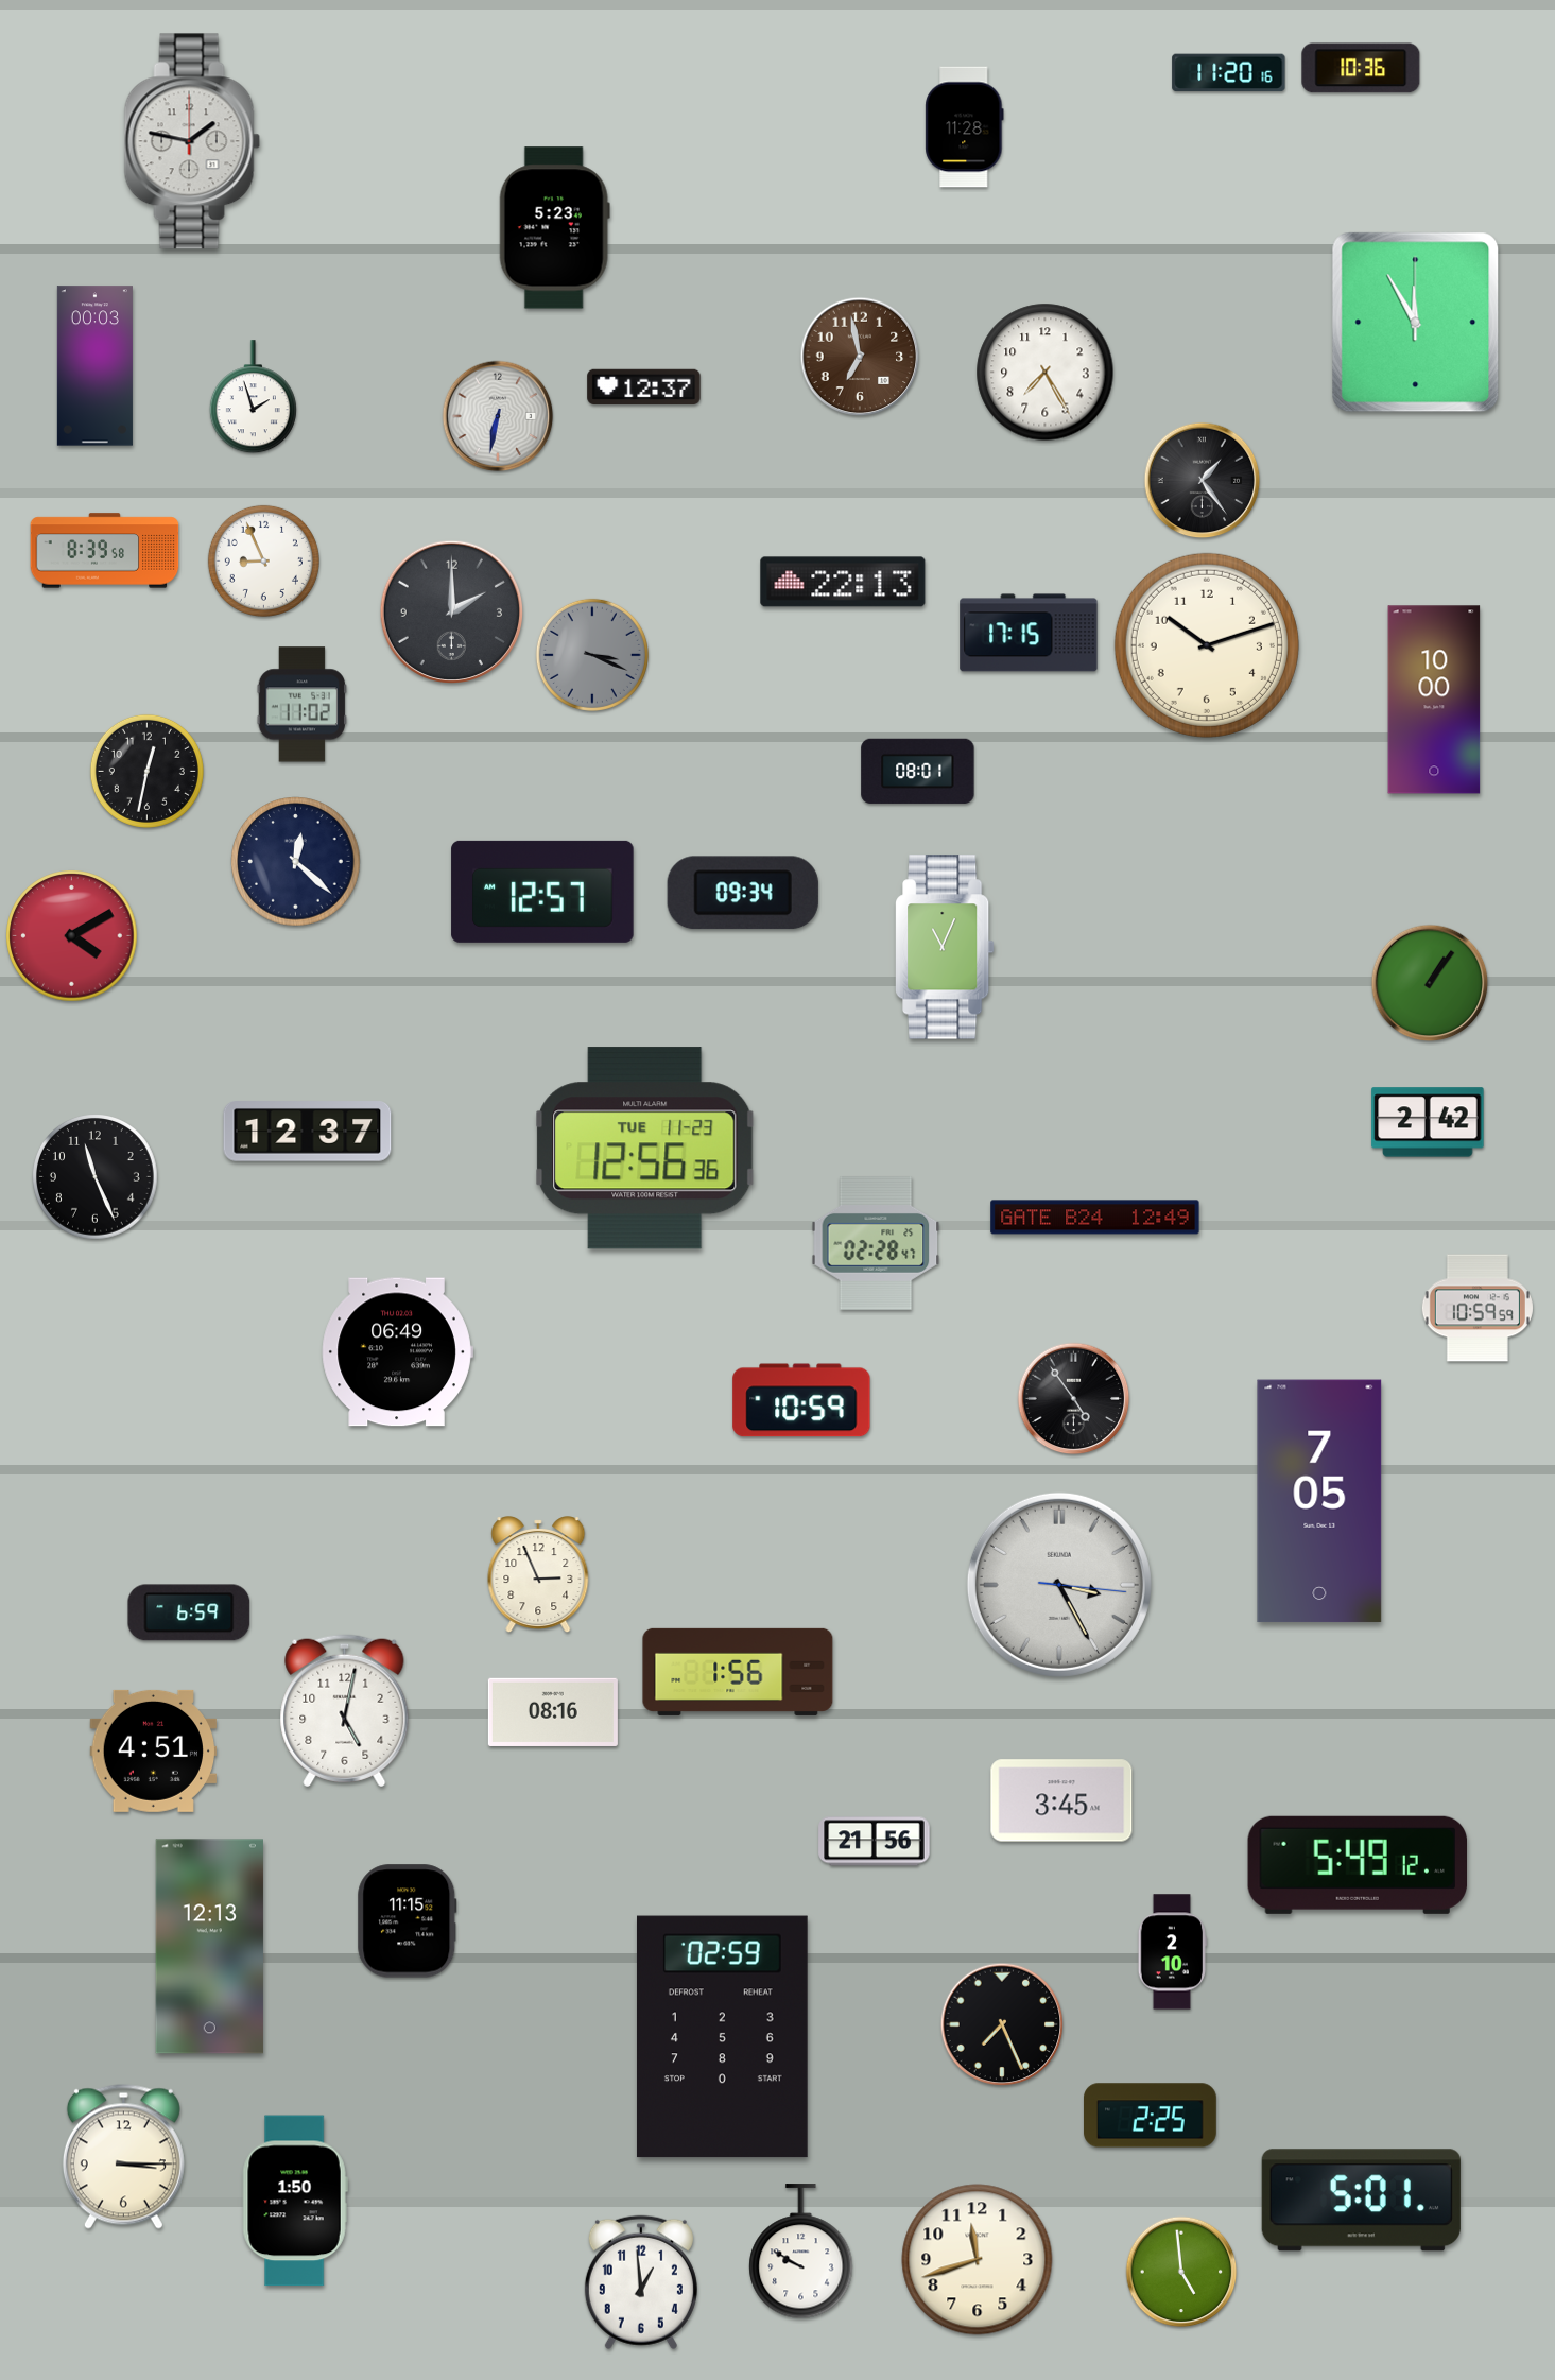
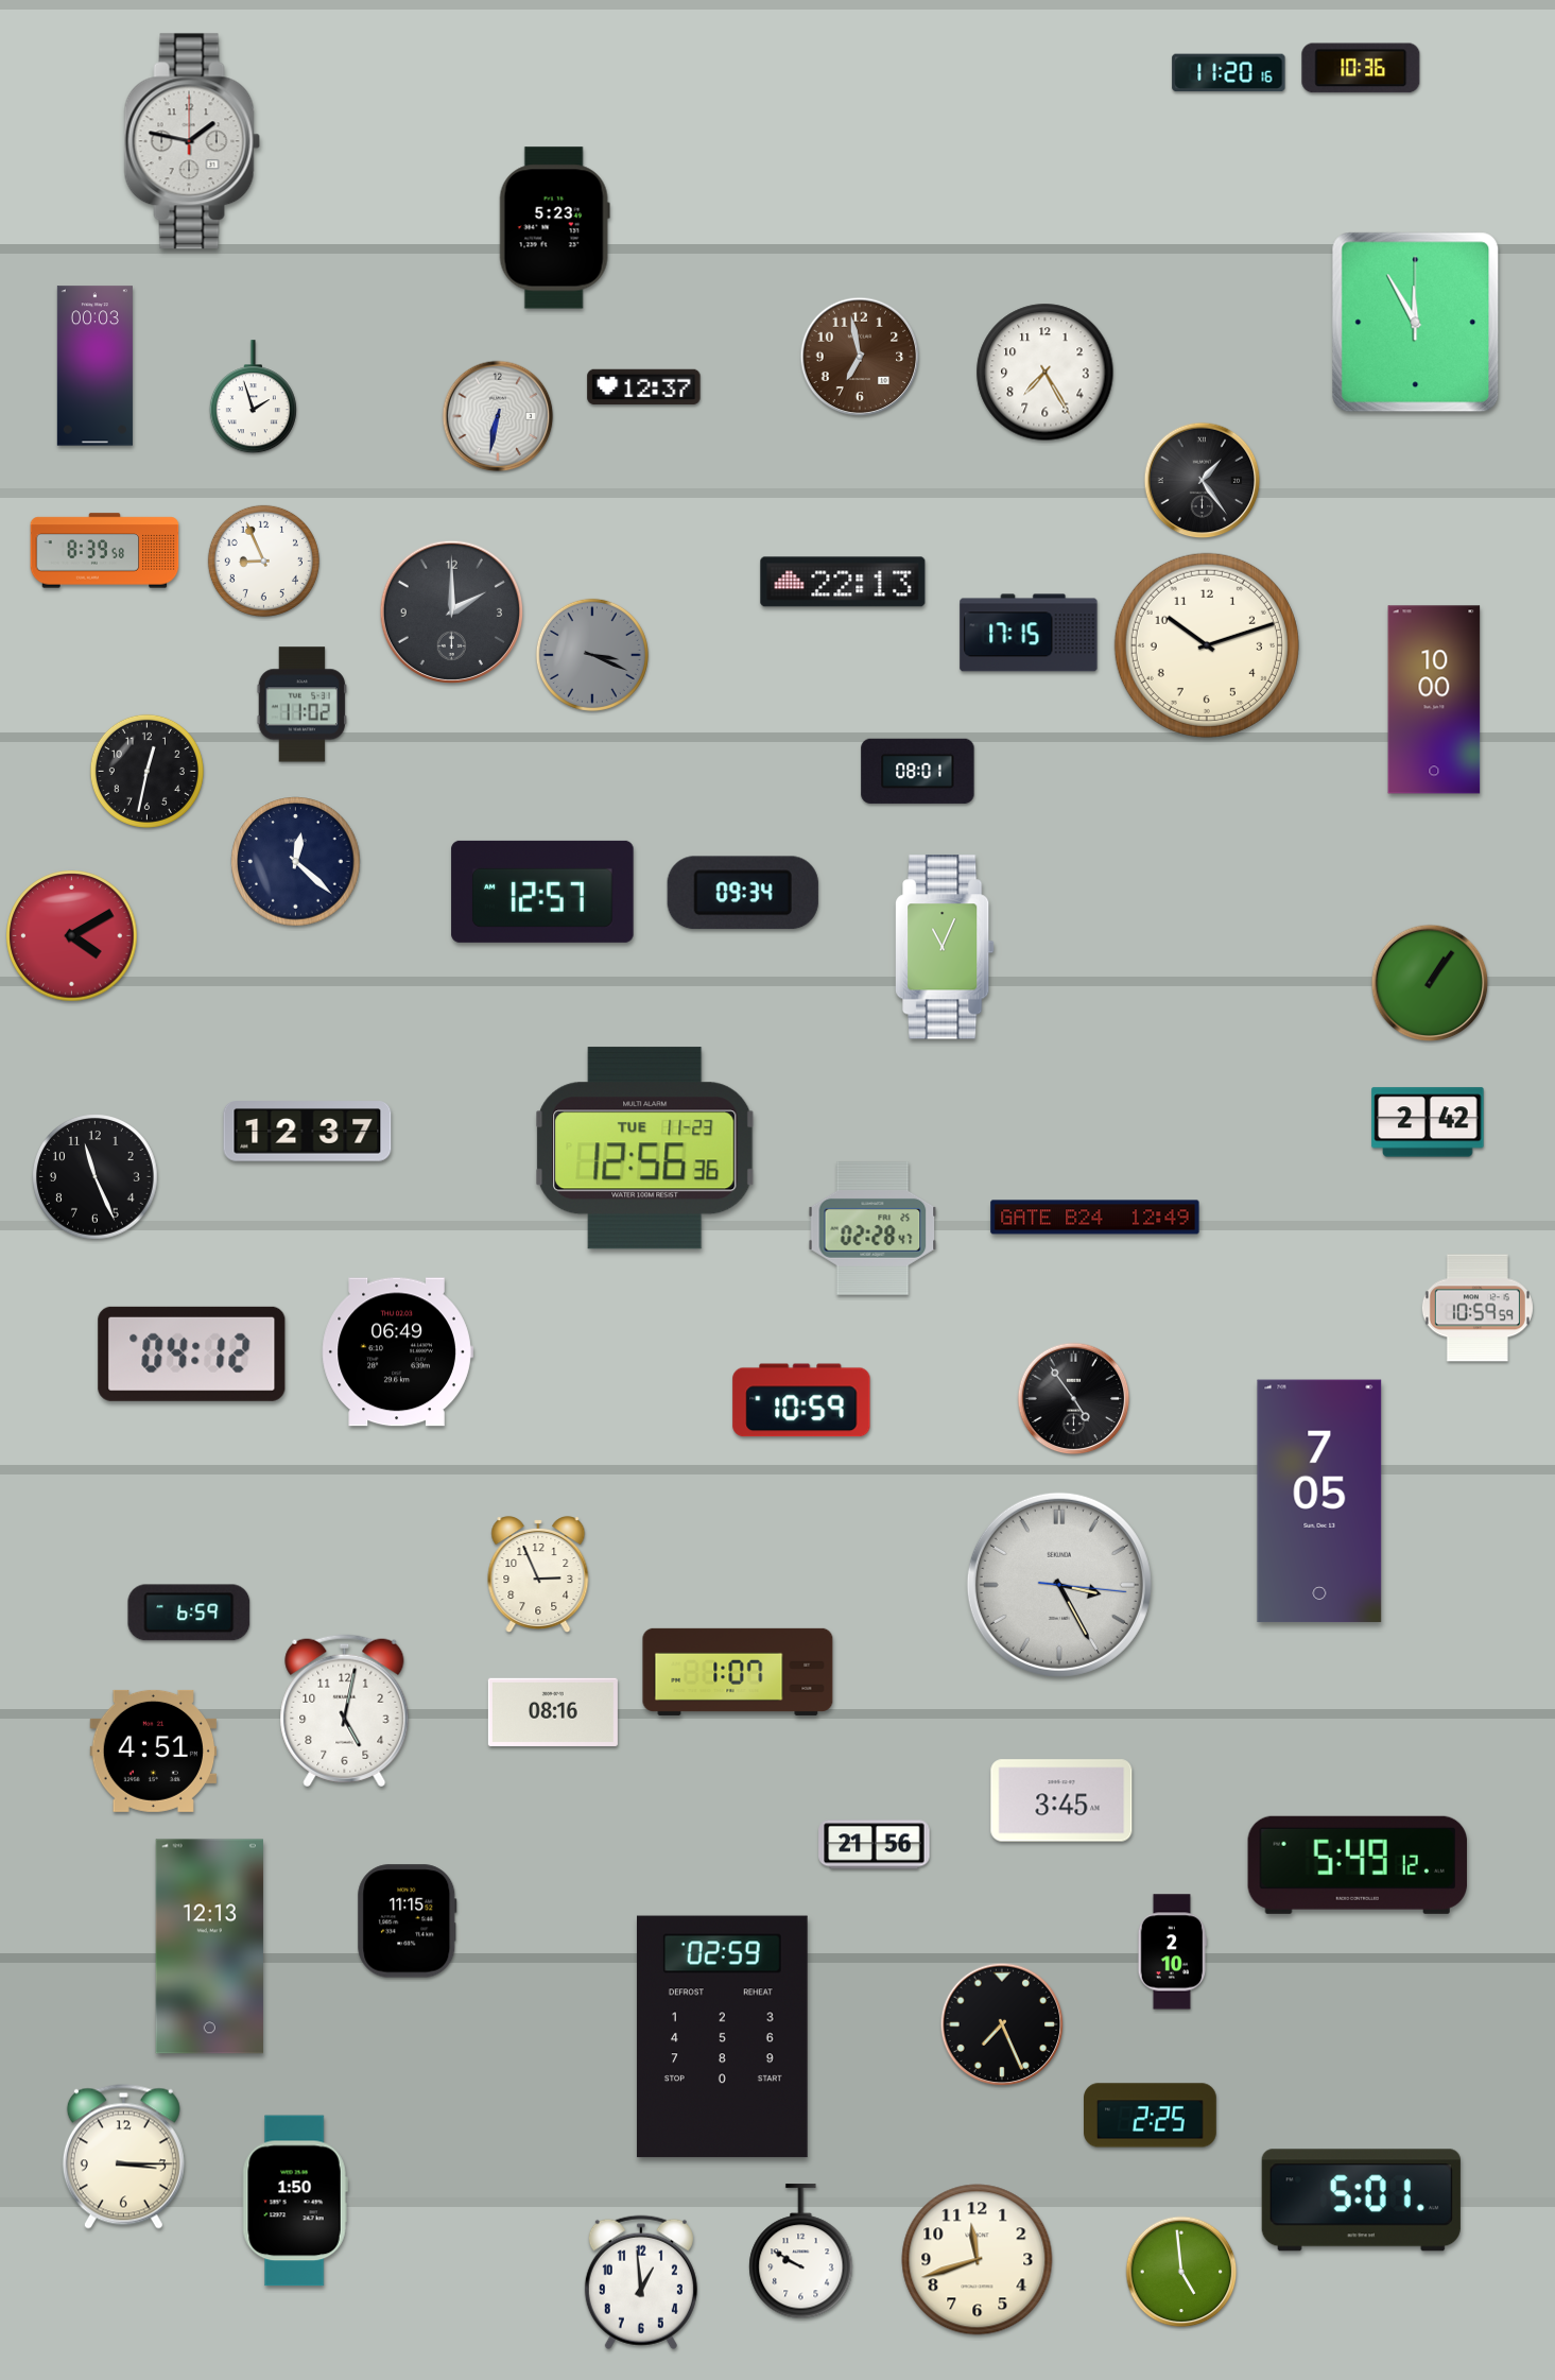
clock at (965, 127): 11:28 -> none
clock at (876, 1243) position: (876, 1243) -> (872, 1228)
clock at (192, 1353): none -> 04:12
clock at (738, 1672): 1:56 -> 1:07
clock at (875, 1842) position: (875, 1842) -> (875, 1845)
